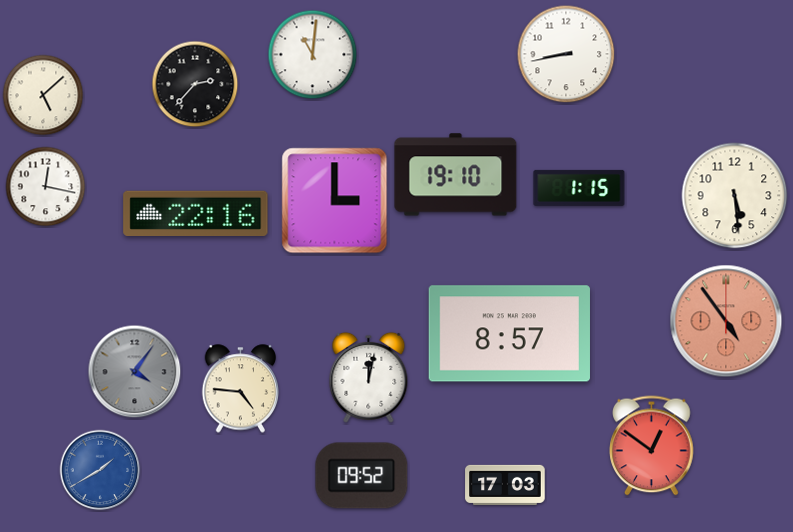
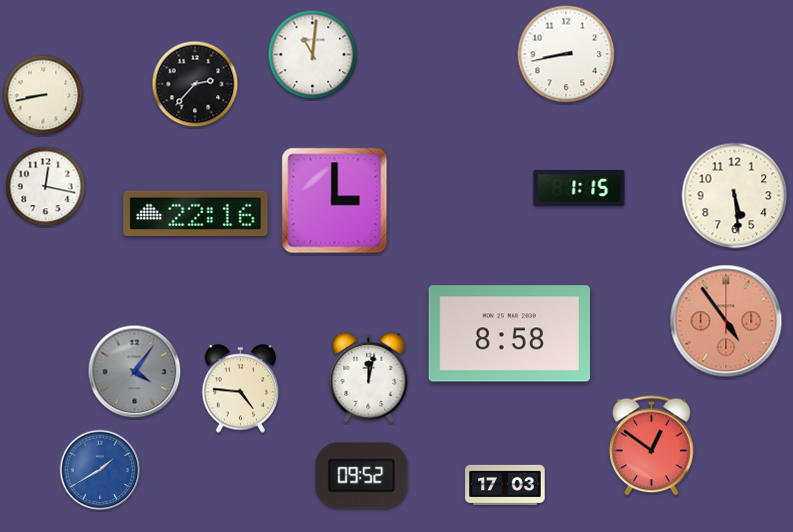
clock at (43, 95): 5:08 -> 8:43
clock at (456, 175): 19:10 -> none
clock at (509, 334): 8:57 -> 8:58
